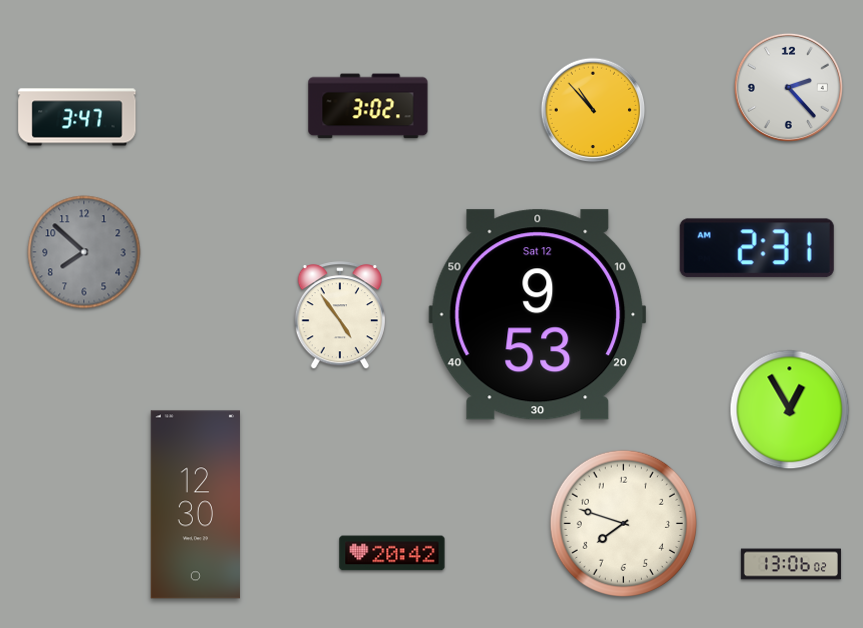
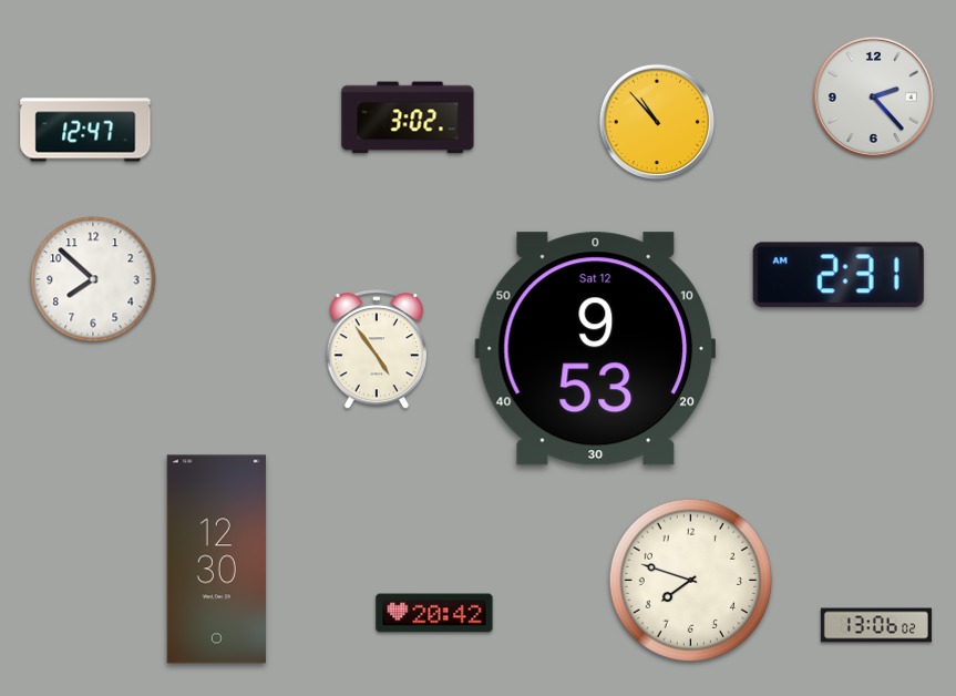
clock at (77, 117): 3:47 -> 12:47
clock at (84, 252) dial: grey -> white
clock at (790, 410): 12:55 -> none
